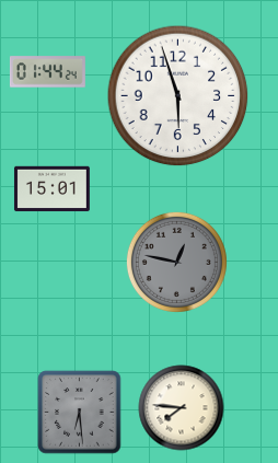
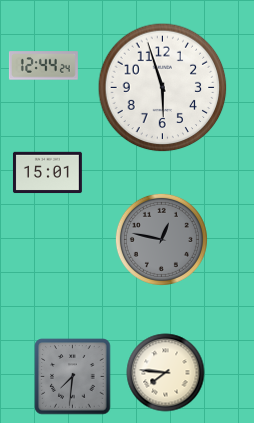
clock at (47, 72): 01:44 -> 12:44
clock at (80, 413): 6:29 -> 7:31
